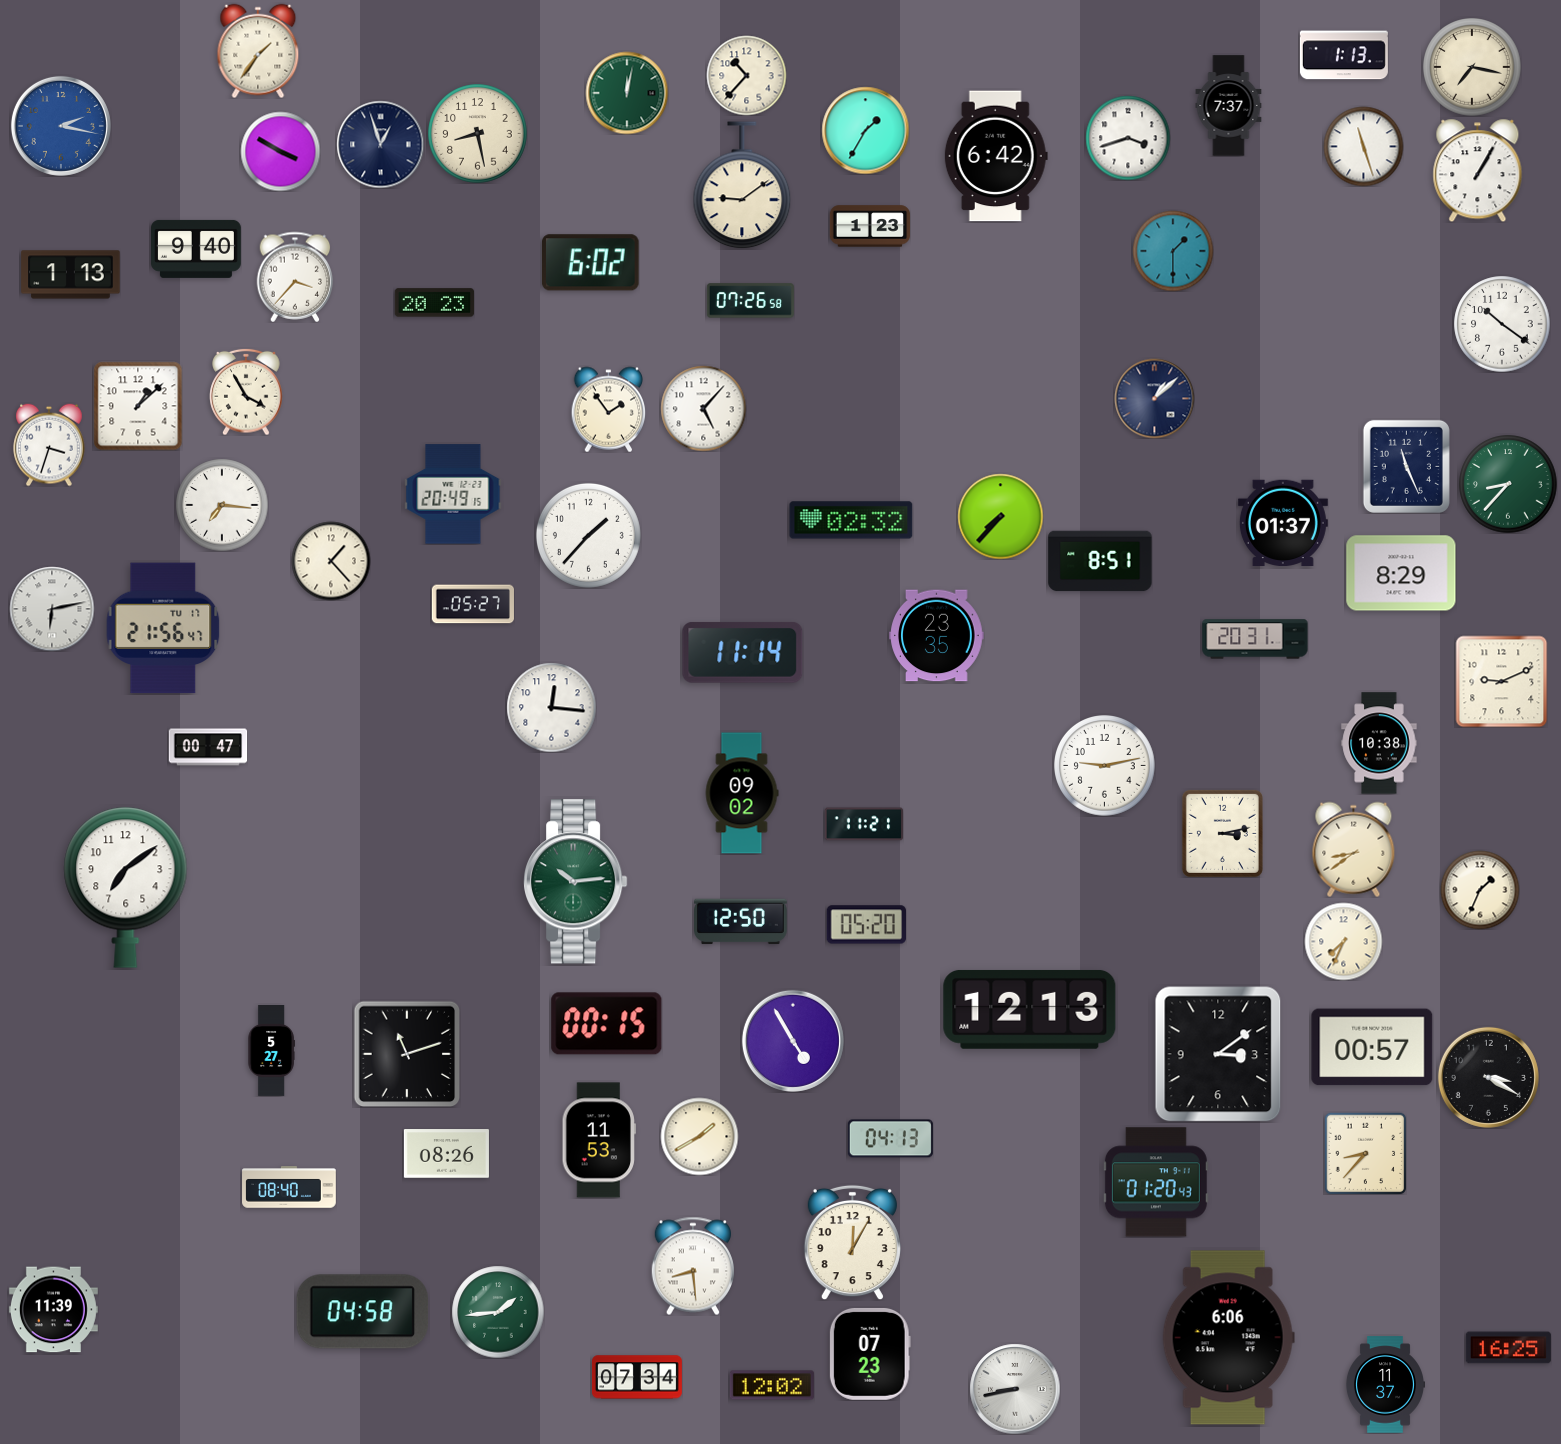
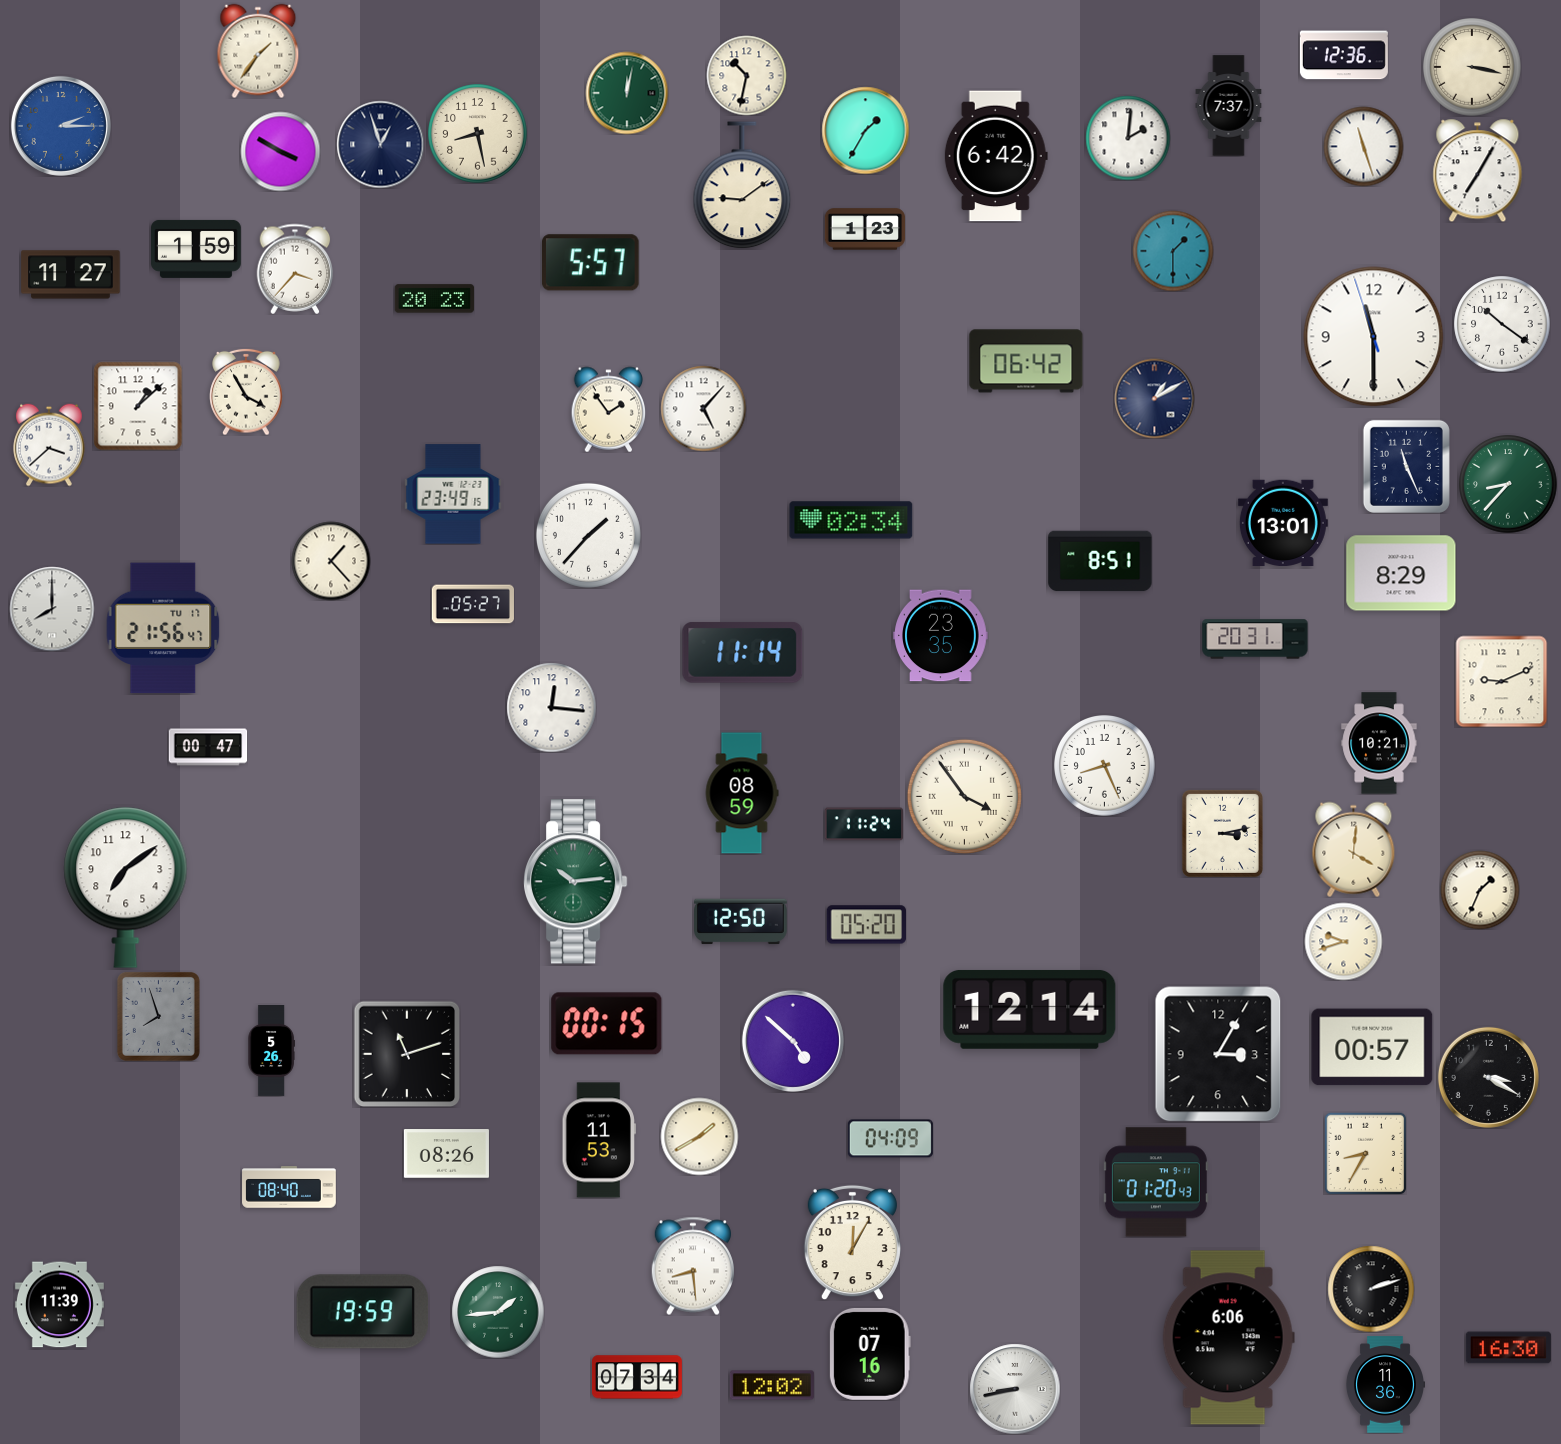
clock at (1344, 55): 1:13 -> 12:36
clock at (1472, 67): 7:17 -> 3:17
clock at (746, 75): 10:37 -> 10:32
clock at (61, 126): 2:17 -> 2:15
clock at (1128, 138): 3:42 -> 2:01
clock at (1478, 170): 1:05 -> 7:05
clock at (870, 226) position: (870, 226) -> (865, 229)
clock at (196, 249): 9:40 -> 1:59
clock at (590, 263): 6:02 -> 5:57
clock at (71, 275): 1:13 -> 11:27
clock at (295, 277) position: (295, 277) -> (295, 269)
clock at (750, 301): 07:26 -> none
clock at (434, 303) position: (434, 303) -> (434, 299)
clock at (1374, 337): none -> 11:29
clock at (1026, 361): none -> 06:42
clock at (1154, 398): 1:08 -> 1:10
clock at (49, 445): 3:33 -> 3:38
clock at (453, 494): 20:49 -> 23:49
clock at (222, 505): 7:16 -> none
clock at (1000, 516): 7:37 -> none
clock at (851, 520): 02:32 -> 02:34
clock at (1283, 523): 01:37 -> 13:01
clock at (52, 609): 6:13 -> 8:00
clock at (937, 636) position: (937, 636) -> (941, 636)
clock at (1379, 743): 10:38 -> 10:21
clock at (1105, 766): 9:13 -> 8:26
clock at (742, 793): 09:02 -> 08:59
clock at (964, 796): none -> 3:54
clock at (864, 824): 11:21 -> 11:24
clock at (1354, 849): 8:39 -> 4:01
clock at (1343, 941): 7:34 -> 9:42
clock at (1030, 1009): 12:13 -> 12:14
clock at (158, 1016): none -> 7:57
clock at (793, 1041): 4:55 -> 4:52
clock at (271, 1051): 5:27 -> 5:26
clock at (1218, 1054): 3:09 -> 3:05
clock at (890, 1139): 04:13 -> 04:09
clock at (1365, 1153): 8:37 -> 8:35
clock at (1371, 1289): none -> 2:12
clock at (53, 1310) position: (53, 1310) -> (59, 1305)
clock at (363, 1312): 04:58 -> 19:59
clock at (1508, 1348): 16:25 -> 16:30
clock at (870, 1354): 07:23 -> 07:16
clock at (1384, 1385): 11:37 -> 11:36
